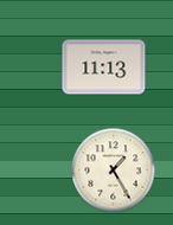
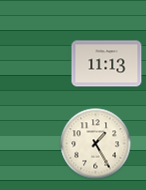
clock at (104, 67) position: (104, 67) -> (107, 64)
